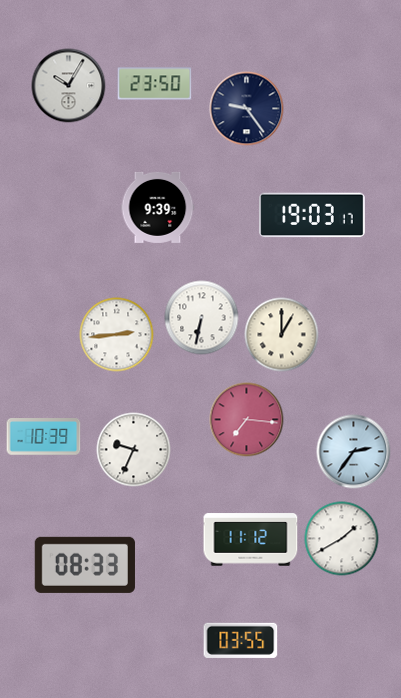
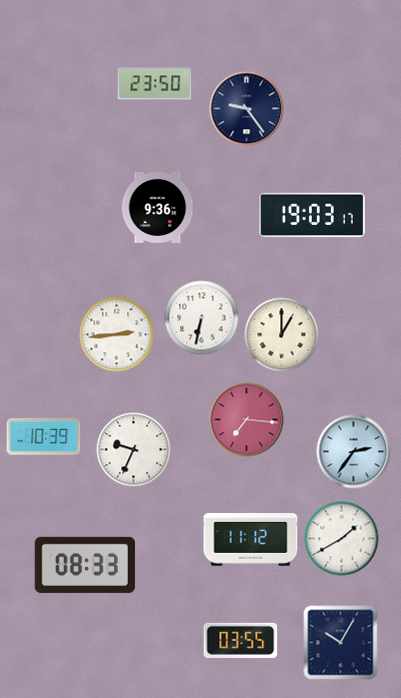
clock at (69, 86): 10:05 -> none
clock at (158, 207): 9:39 -> 9:36
clock at (341, 643): none -> 10:05
